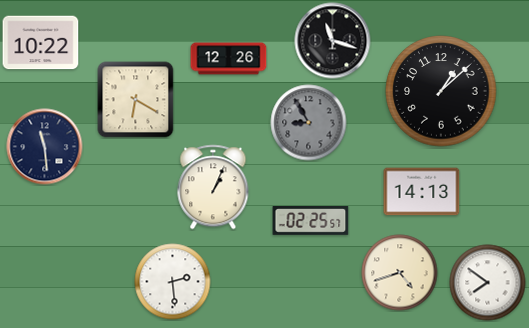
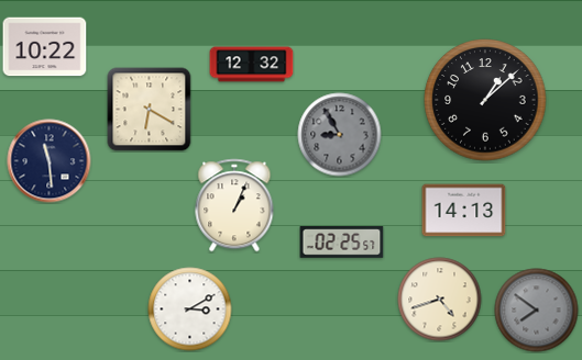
clock at (333, 41): 11:18 -> none
clock at (229, 59): 12:26 -> 12:32
clock at (173, 282): 2:29 -> 3:10
clock at (488, 283) dial: white -> grey
